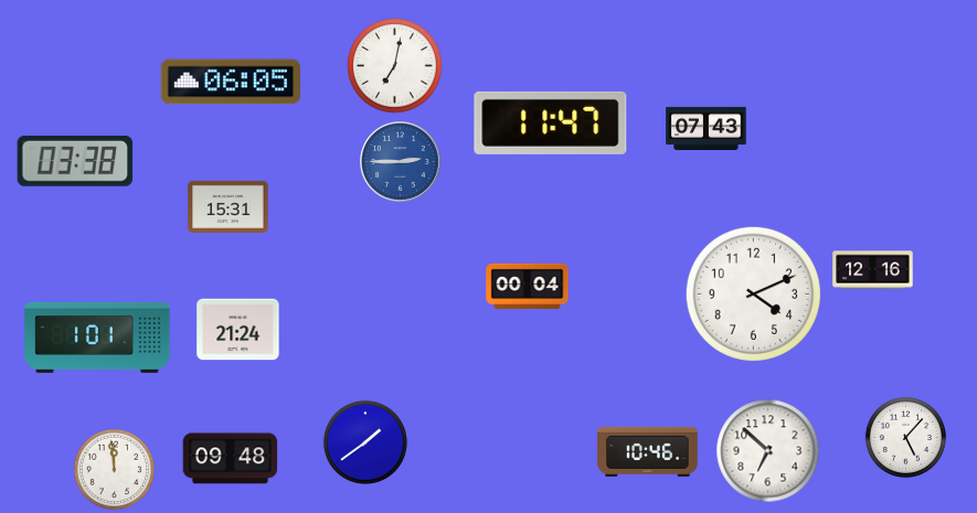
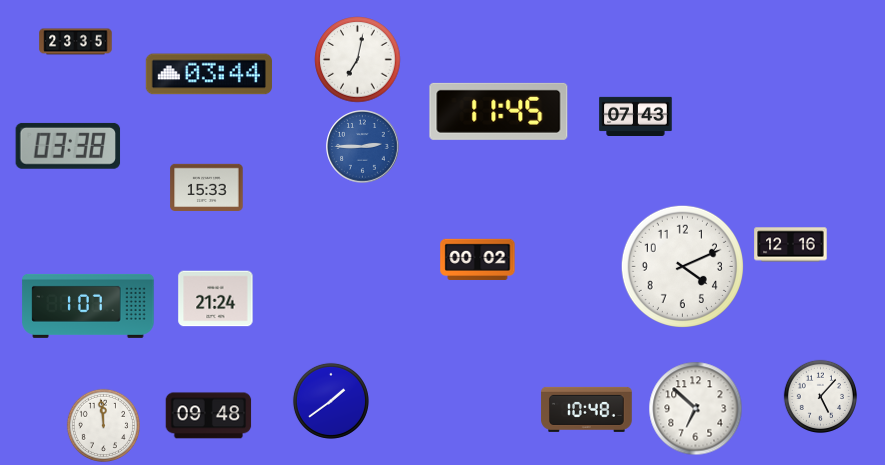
clock at (76, 42): none -> 23:35
clock at (231, 82): 06:05 -> 03:44
clock at (551, 122): 11:47 -> 11:45
clock at (707, 128) position: (707, 128) -> (636, 116)
clock at (229, 206): 15:31 -> 15:33
clock at (528, 286): 00:04 -> 00:02
clock at (97, 338): 1:01 -> 1:07
clock at (648, 451): 10:46 -> 10:48
